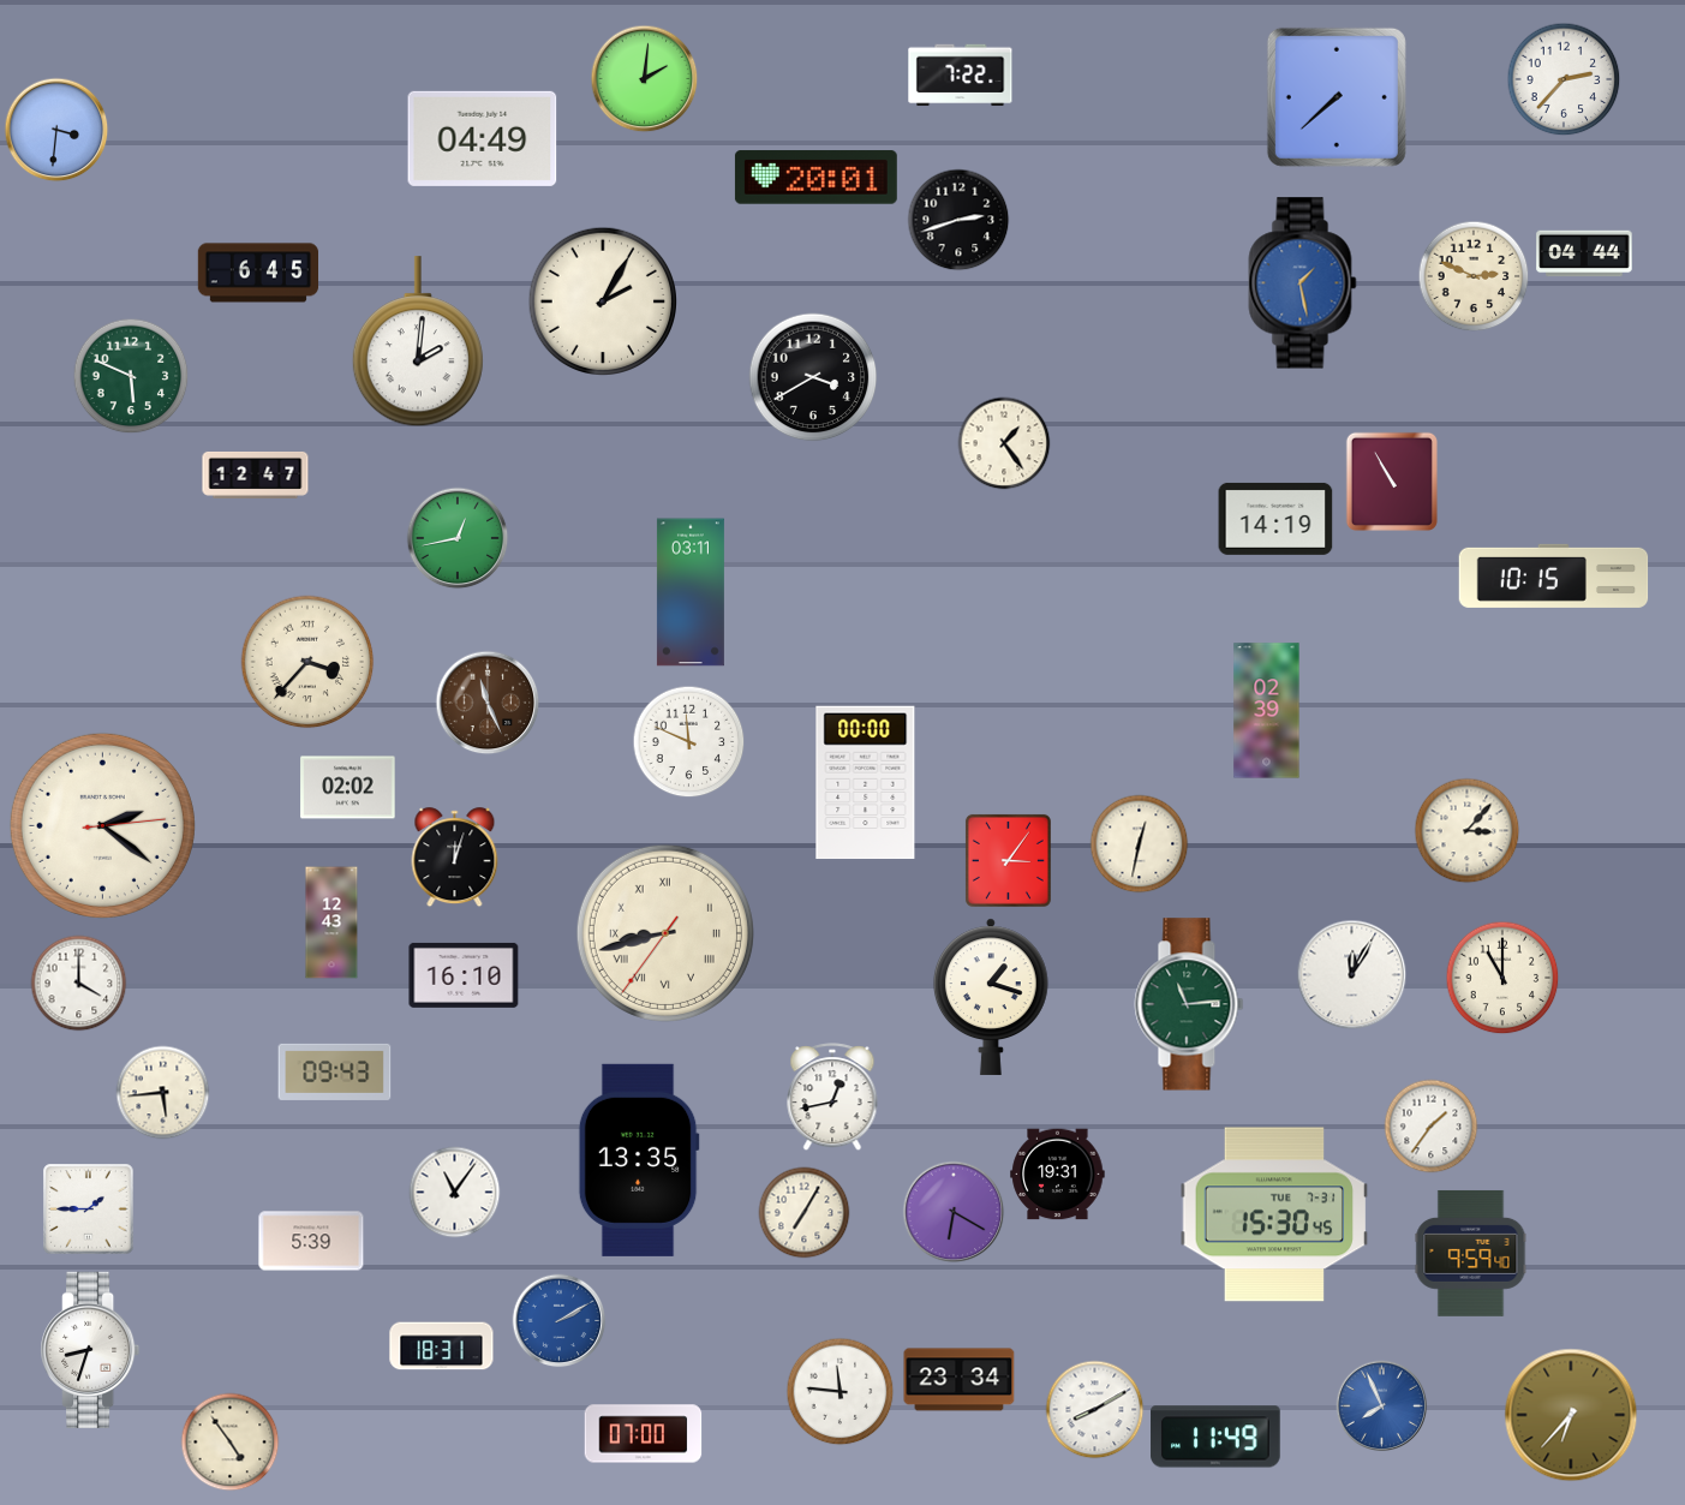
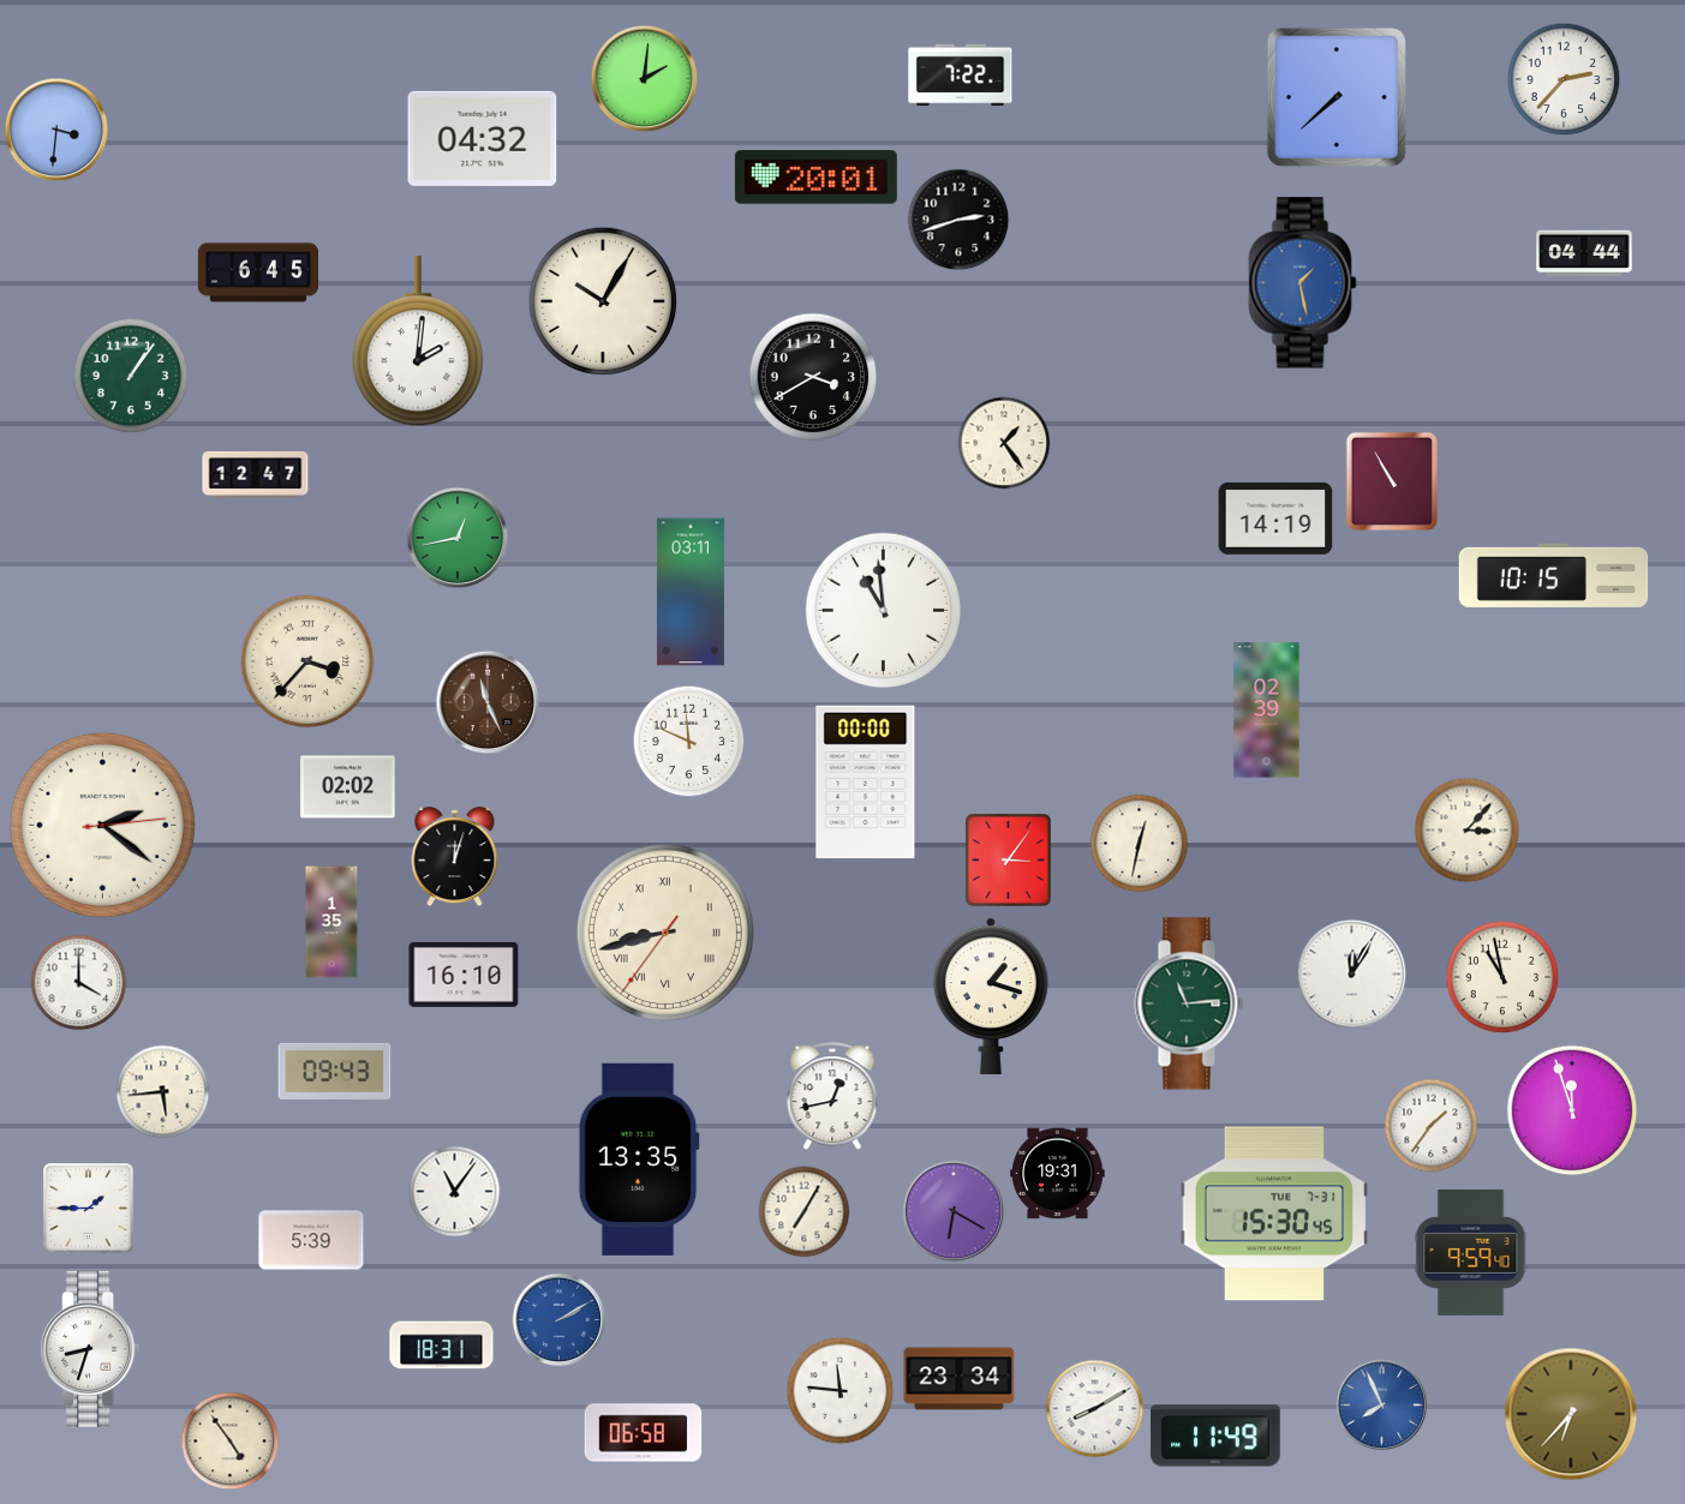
clock at (483, 138): 04:49 -> 04:32
clock at (1474, 276): 2:49 -> none
clock at (603, 301): 2:05 -> 10:05
clock at (131, 376): 5:49 -> 1:06
clock at (883, 610): none -> 10:59
clock at (331, 922): 12:43 -> 1:35
clock at (1502, 978): 11:00 -> 10:58
clock at (1572, 1110): none -> 11:57
clock at (644, 1434): 07:00 -> 06:58
